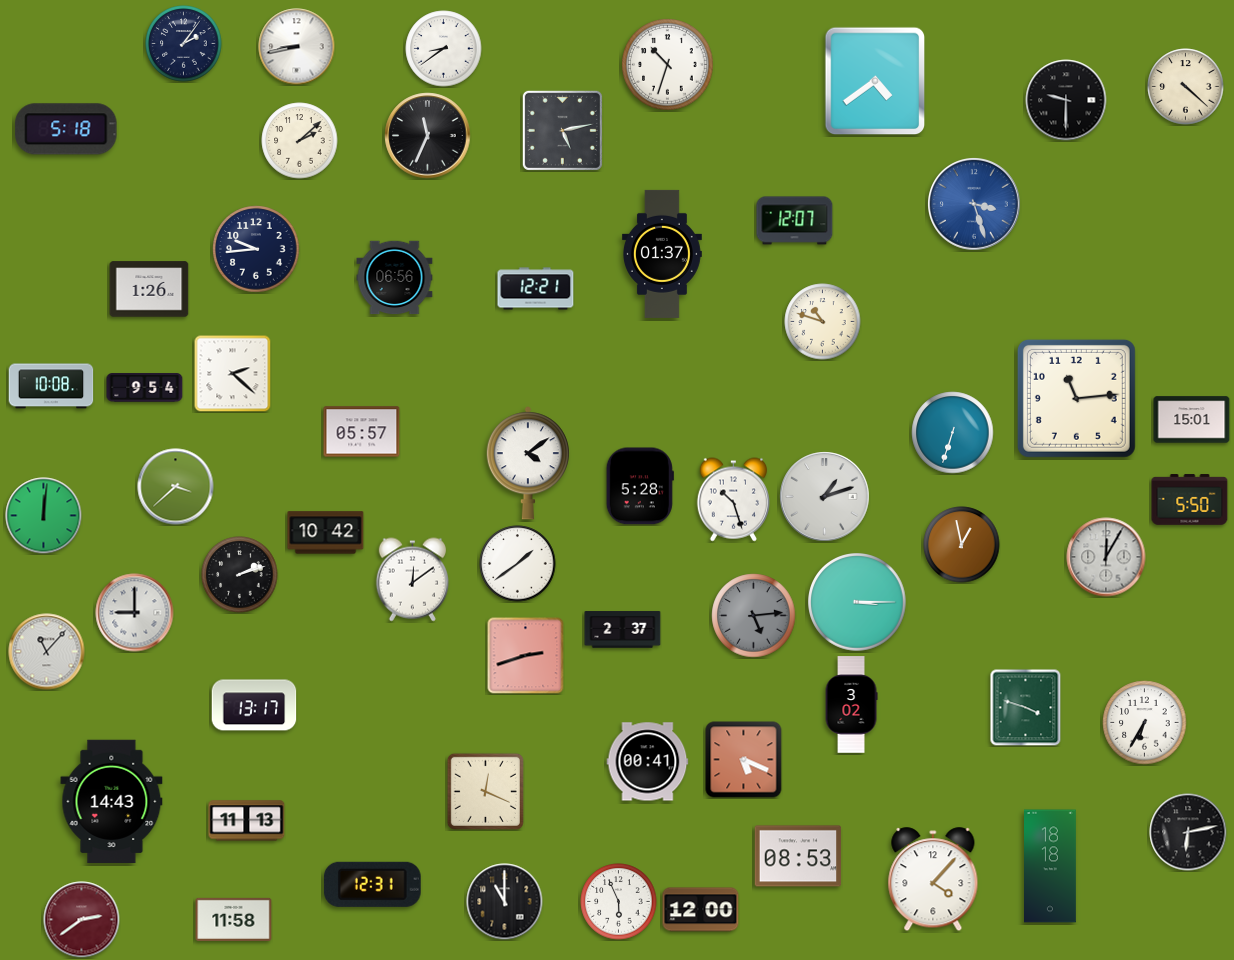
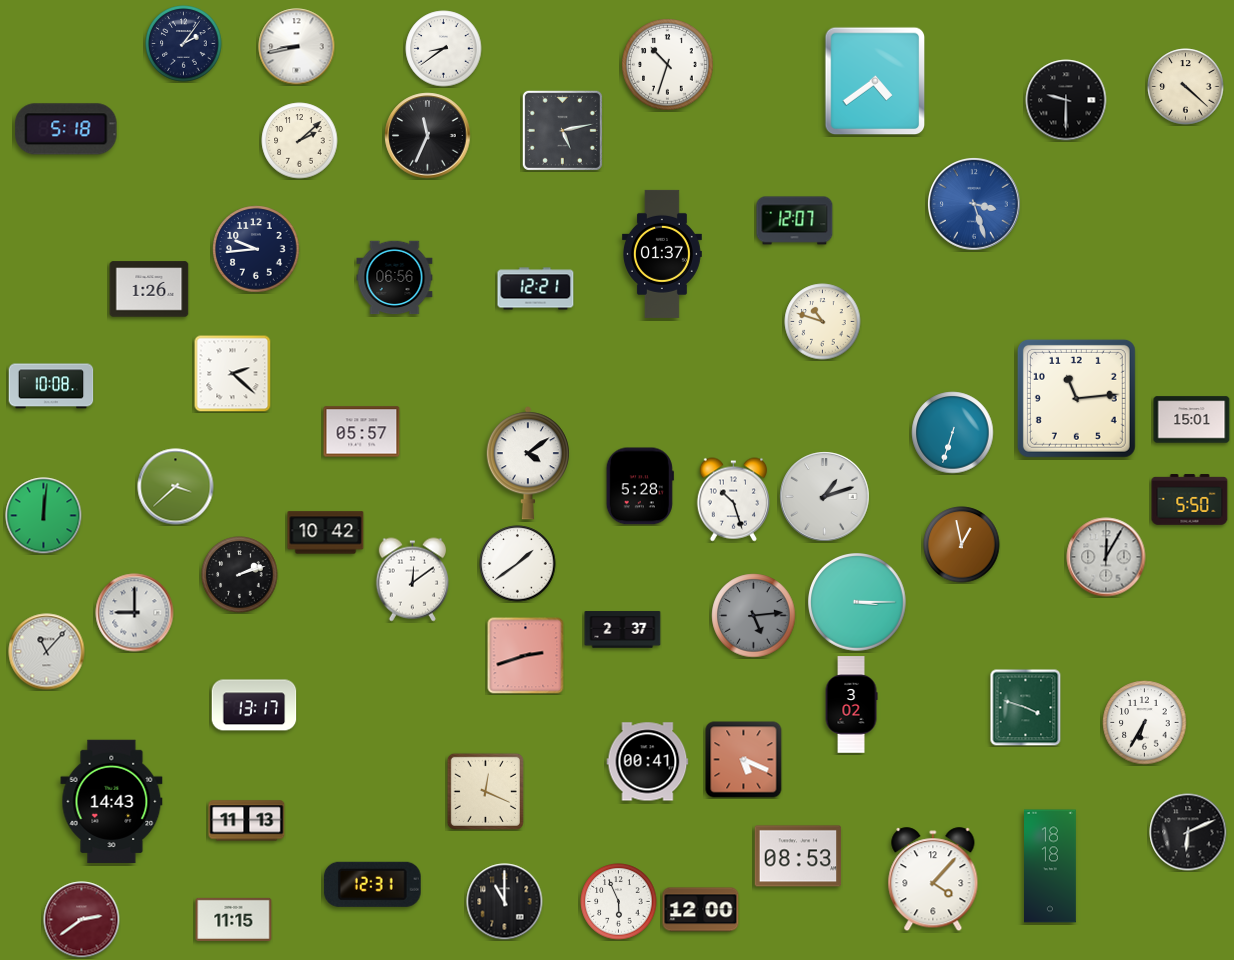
clock at (145, 388): 9:54 -> none
clock at (1188, 832): 6:13 -> 6:11
clock at (234, 919): 11:58 -> 11:15
